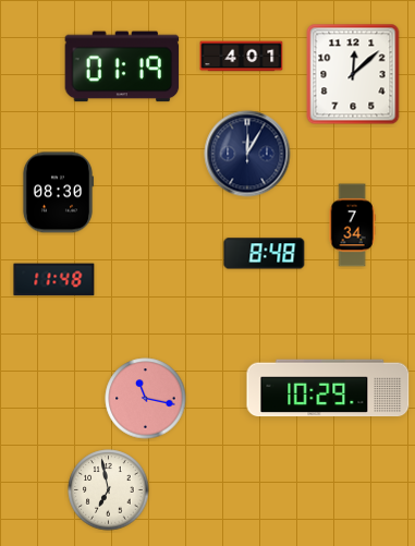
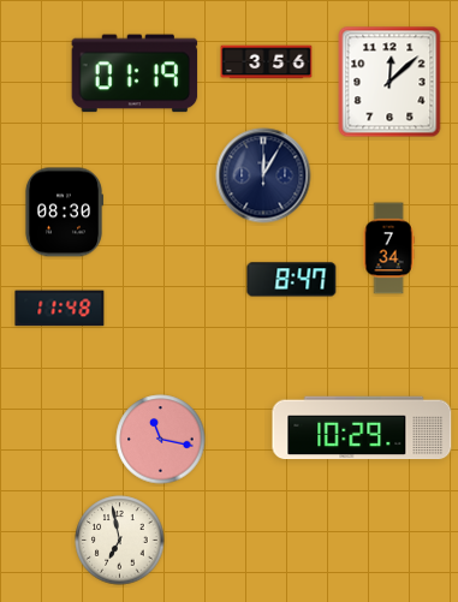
clock at (242, 57): 4:01 -> 3:56
clock at (247, 154) position: (247, 154) -> (263, 175)
clock at (265, 254): 8:48 -> 8:47
